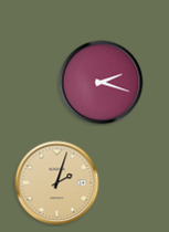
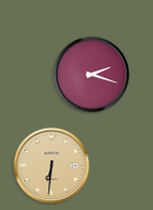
clock at (57, 183): 2:03 -> 6:31
